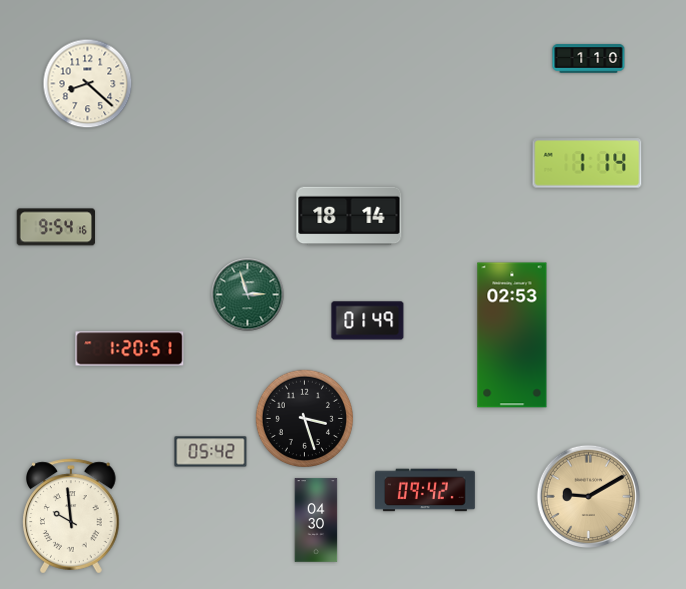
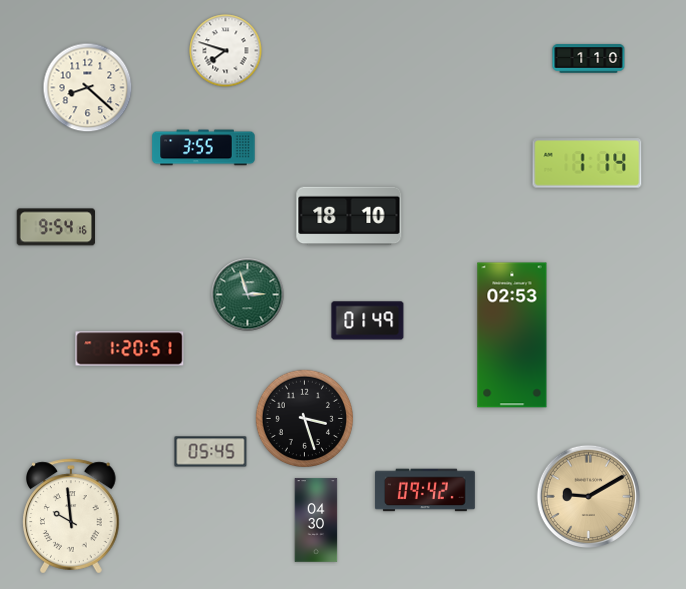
clock at (226, 51): none -> 7:48
clock at (88, 84) position: (88, 84) -> (88, 88)
clock at (204, 148): none -> 3:55
clock at (349, 216): 18:14 -> 18:10
clock at (211, 452): 05:42 -> 05:45
